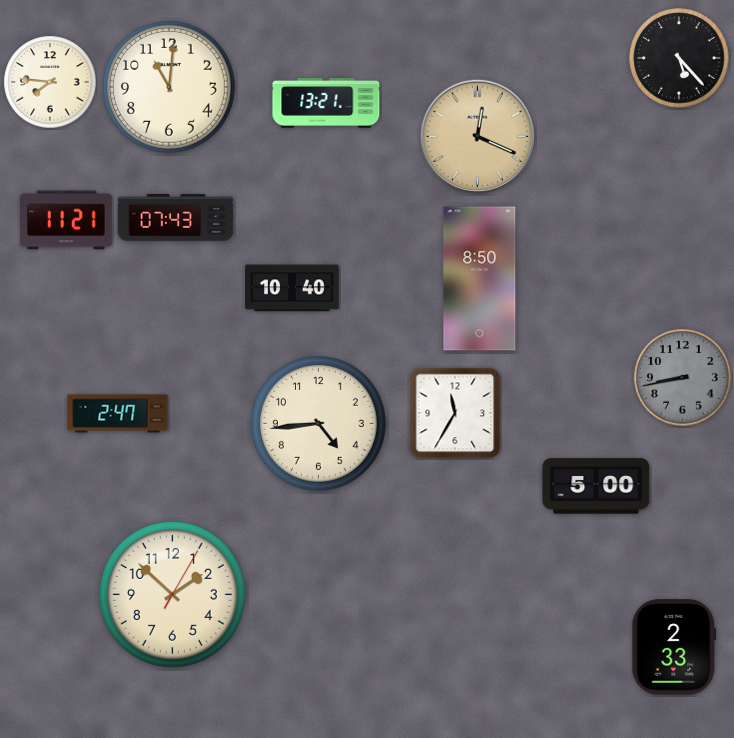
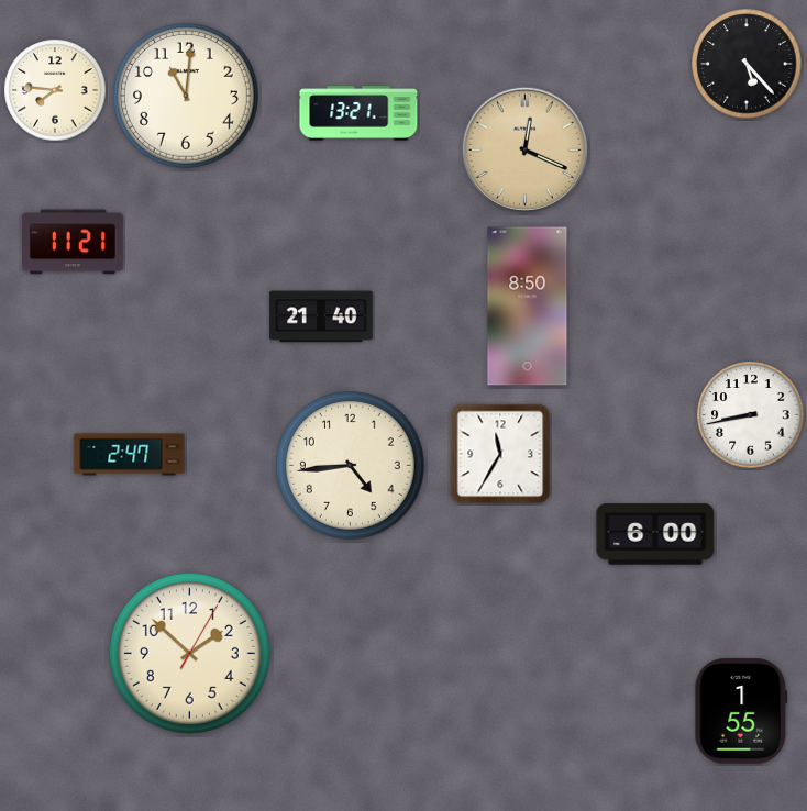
clock at (176, 218): 07:43 -> none
clock at (292, 288): 10:40 -> 21:40
clock at (683, 378) dial: grey -> white
clock at (596, 486): 5:00 -> 6:00
clock at (674, 647): 2:33 -> 1:55
